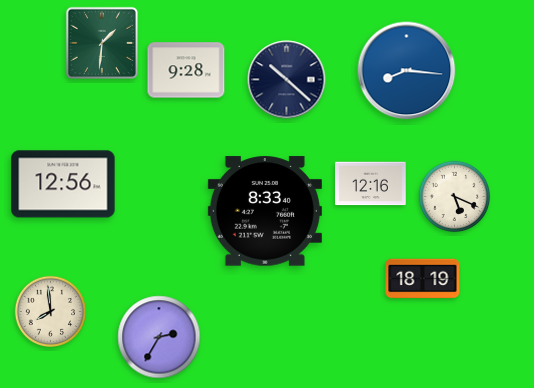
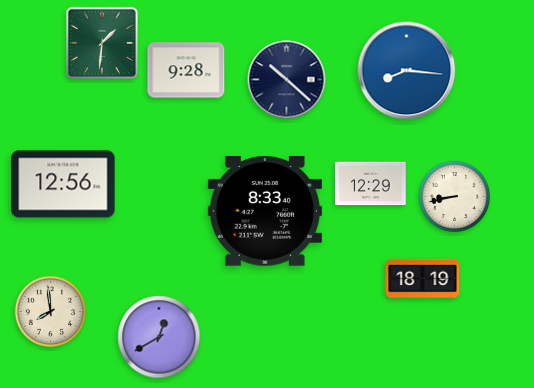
clock at (371, 184): 12:16 -> 12:29
clock at (454, 196): 5:19 -> 8:43
clock at (159, 337): 2:35 -> 12:40
